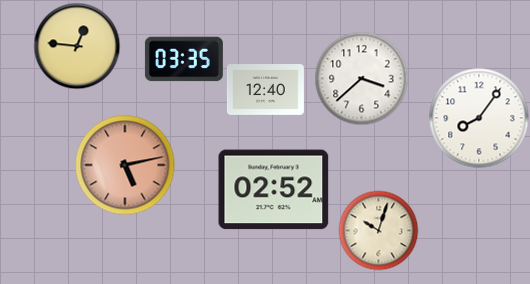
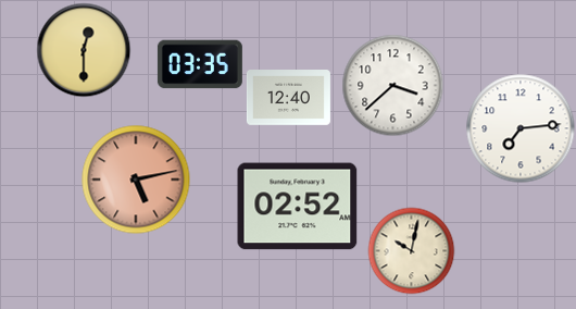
clock at (77, 46): 12:46 -> 12:30
clock at (479, 118): 8:06 -> 7:14
clock at (378, 230): 10:03 -> 10:02
